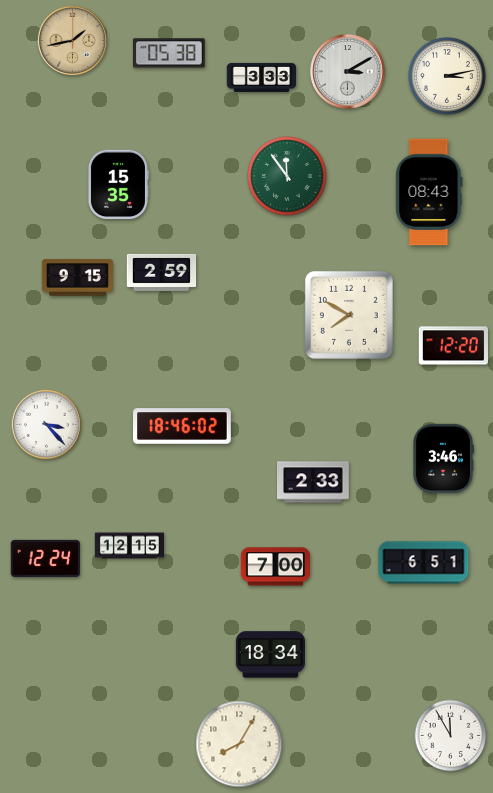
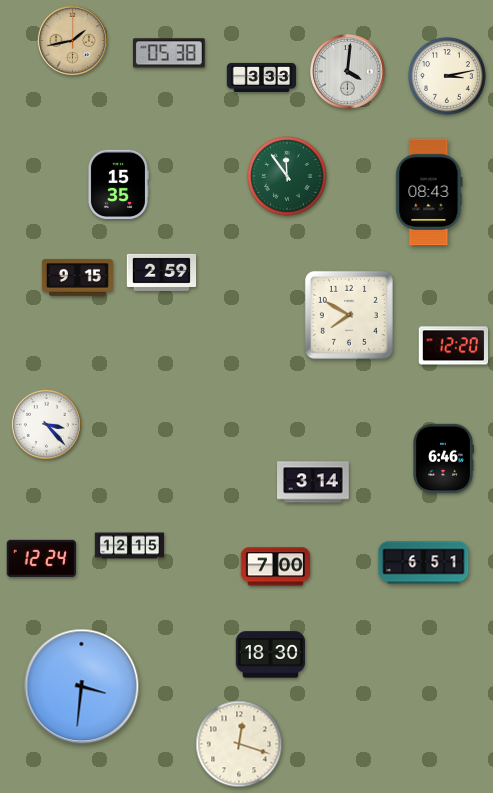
clock at (348, 72): 3:10 -> 4:01
clock at (182, 426): 18:46 -> none
clock at (443, 459): 3:46 -> 6:46
clock at (314, 482): 2:33 -> 3:14
clock at (45, 558) position: (45, 558) -> (41, 558)
clock at (271, 655): 18:34 -> 18:30
clock at (82, 687): none -> 3:31
clock at (451, 736): 11:55 -> none
clock at (239, 744): 8:05 -> 12:18
